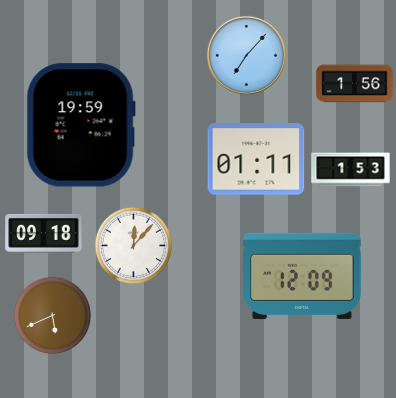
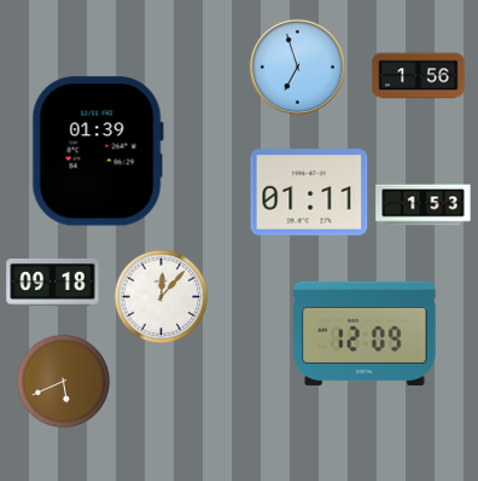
clock at (246, 55): 7:07 -> 6:57
clock at (355, 84) position: (355, 84) -> (419, 76)
clock at (81, 125): 19:59 -> 01:39
